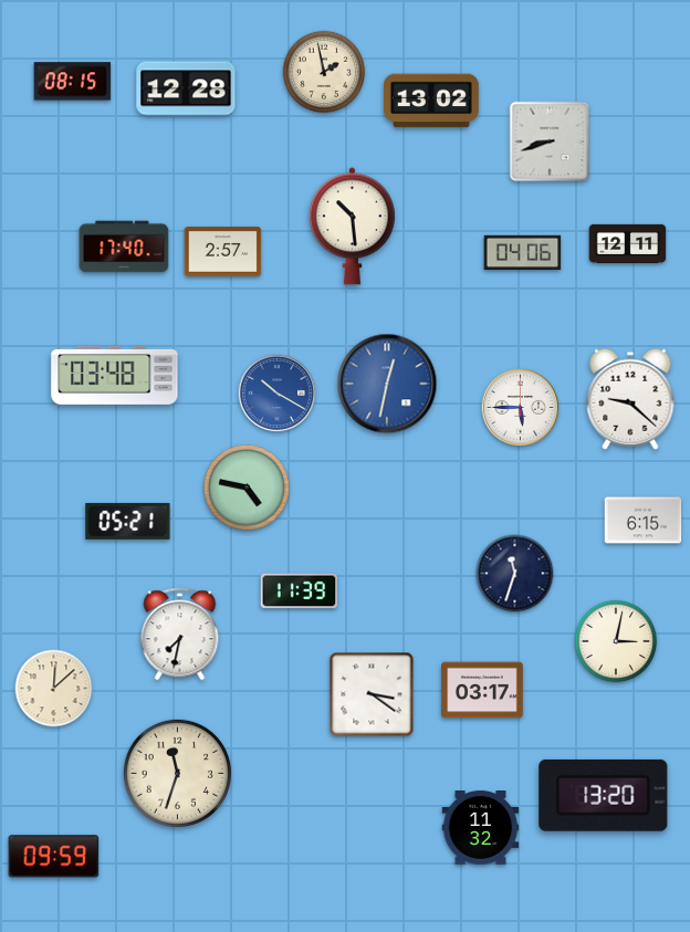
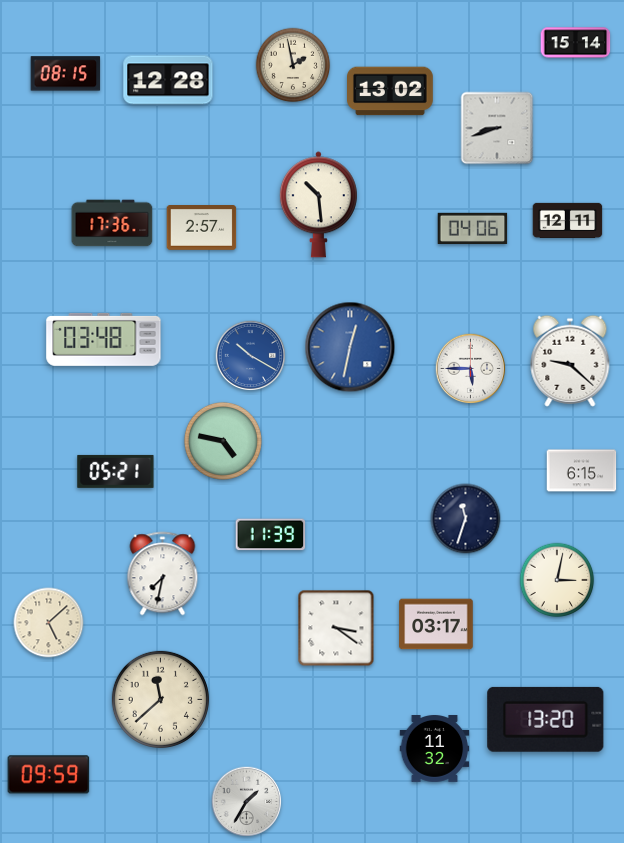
clock at (576, 43): none -> 15:14
clock at (124, 247): 17:40 -> 17:36
clock at (54, 689): 12:08 -> 5:08
clock at (177, 773): 11:33 -> 11:38
clock at (247, 802): none -> 1:35
